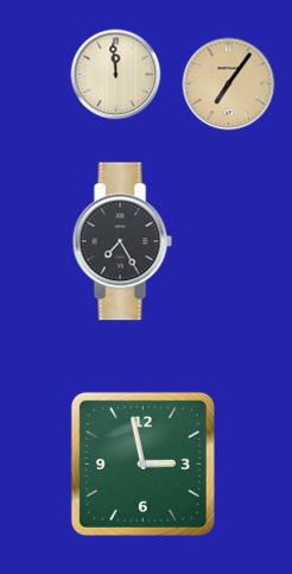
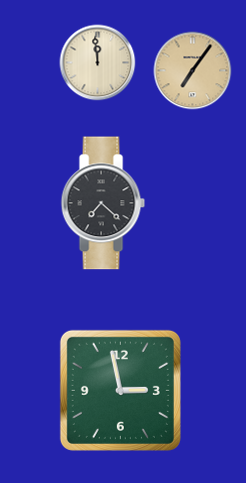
clock at (122, 241): 7:25 -> 7:22
